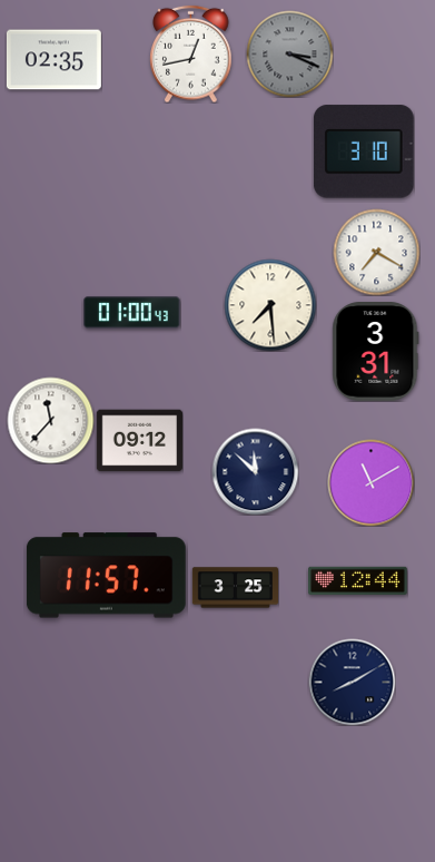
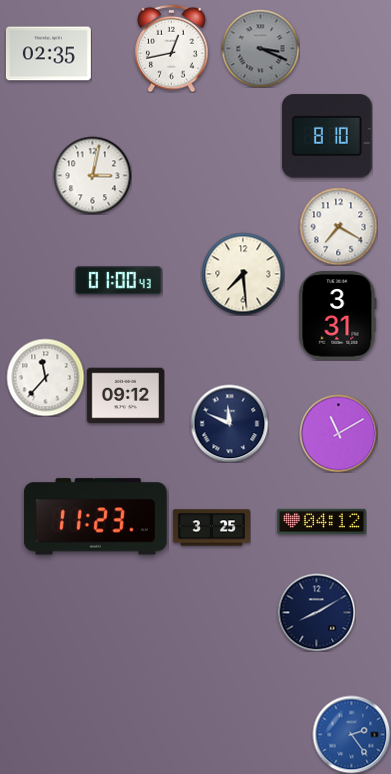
clock at (364, 151): 3:10 -> 8:10
clock at (92, 175): none -> 3:02
clock at (255, 471): 11:52 -> 11:49
clock at (370, 482) position: (370, 482) -> (338, 433)
clock at (106, 576): 11:57 -> 11:23
clock at (358, 581): 12:44 -> 04:12
clock at (351, 734): none -> 2:24
